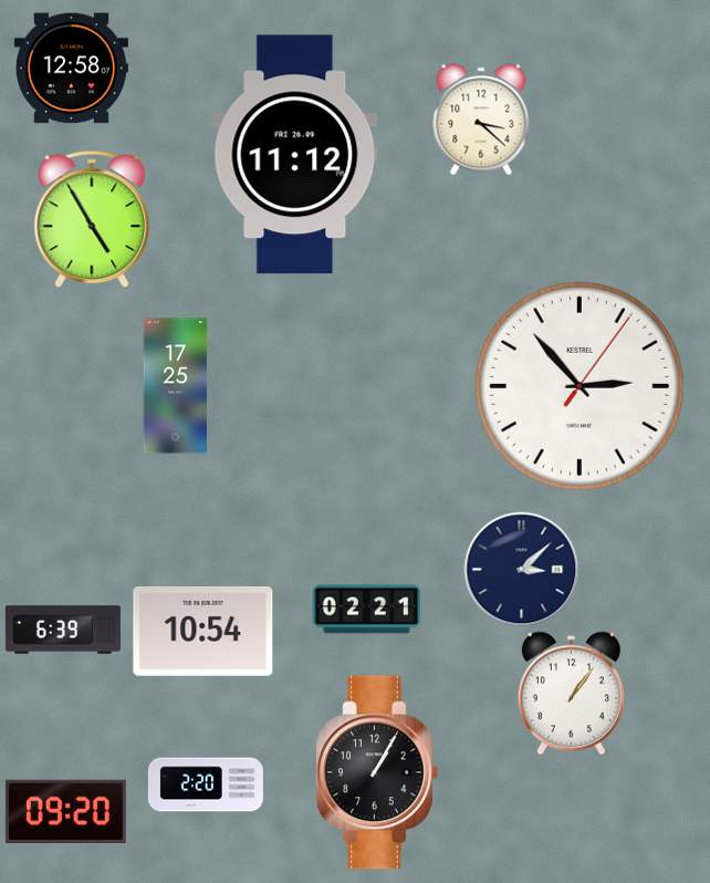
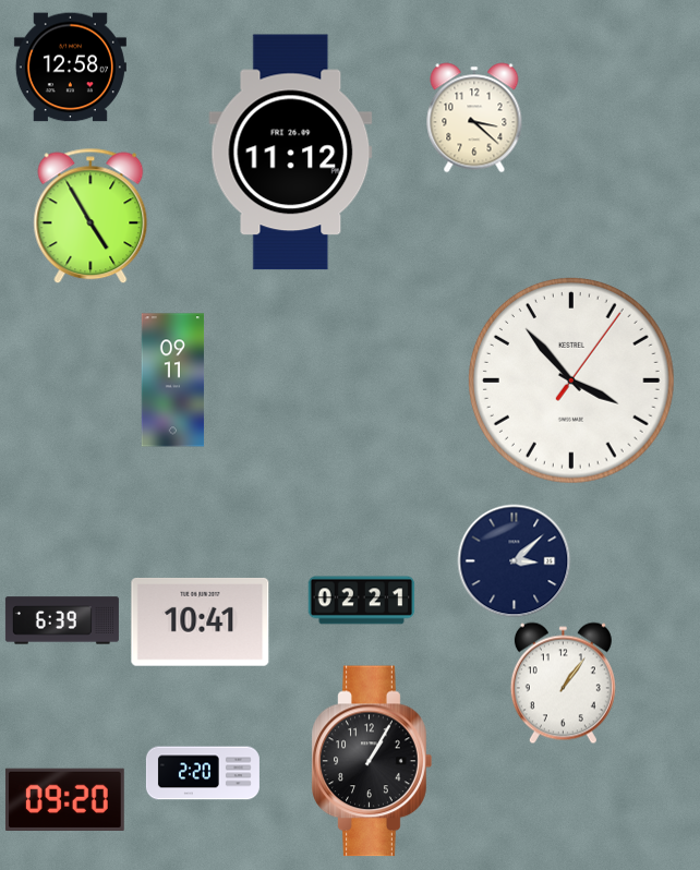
clock at (176, 386): 17:25 -> 09:11
clock at (580, 386): 2:53 -> 3:53
clock at (203, 631): 10:54 -> 10:41
